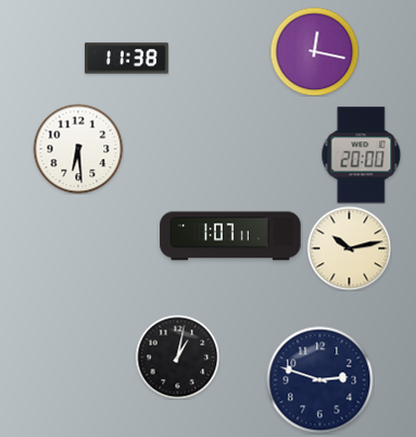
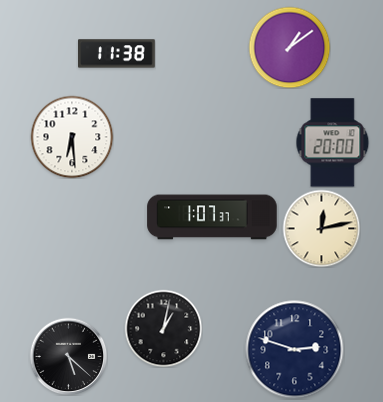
clock at (314, 51): 12:17 -> 1:09
clock at (230, 236): 1:07:11 -> 1:07:37
clock at (349, 248): 10:13 -> 12:13
clock at (68, 356): none -> 5:22
